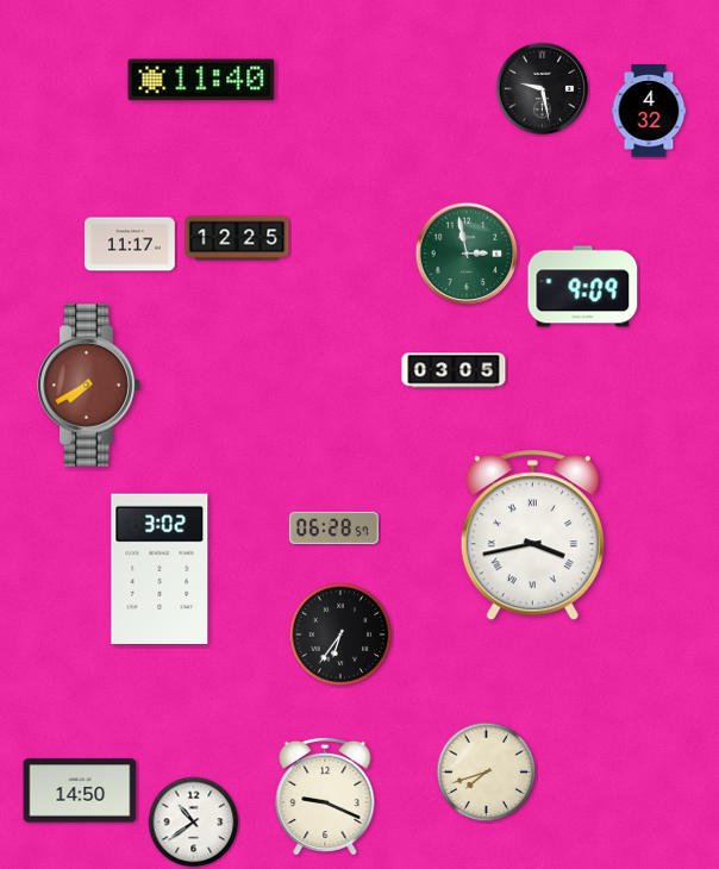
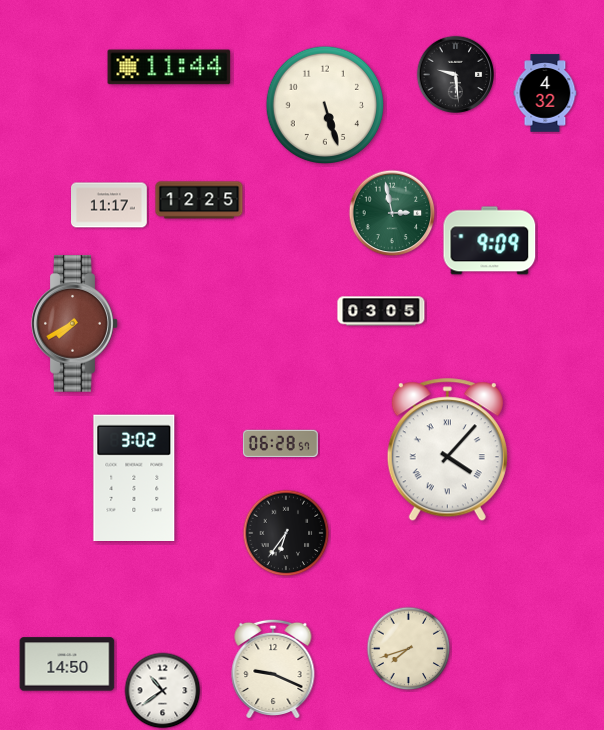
clock at (201, 80): 11:40 -> 11:44
clock at (543, 89): 9:28 -> 9:29
clock at (324, 104): none -> 5:27
clock at (532, 536): 3:43 -> 4:07
